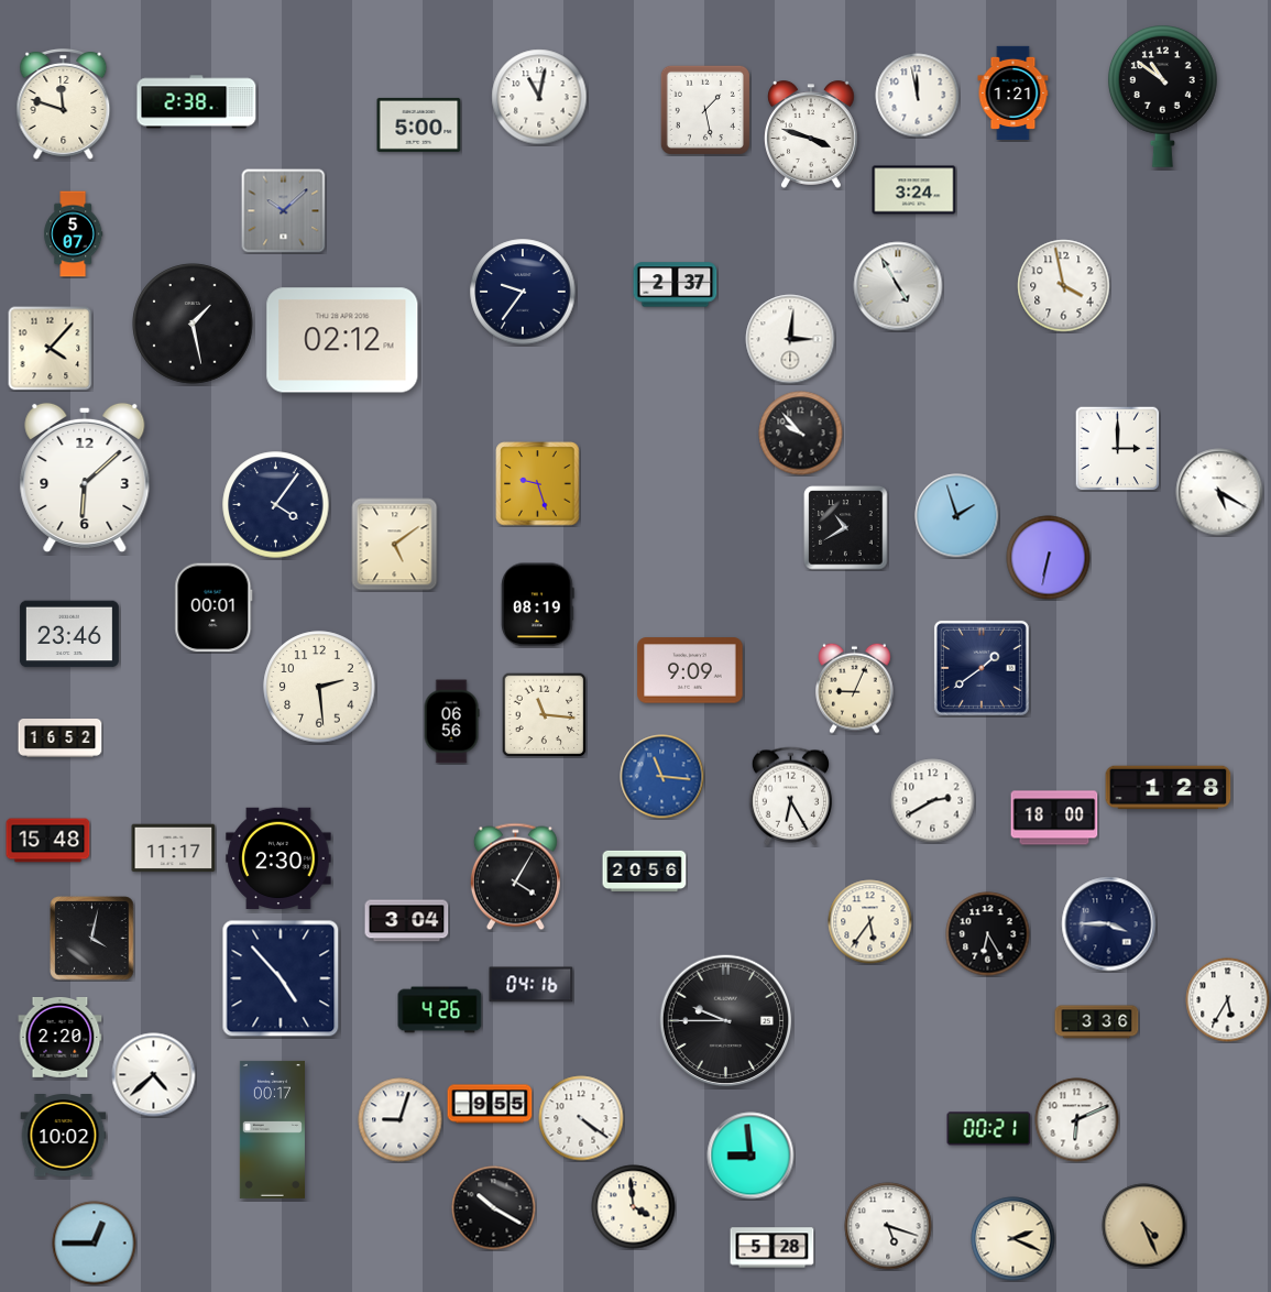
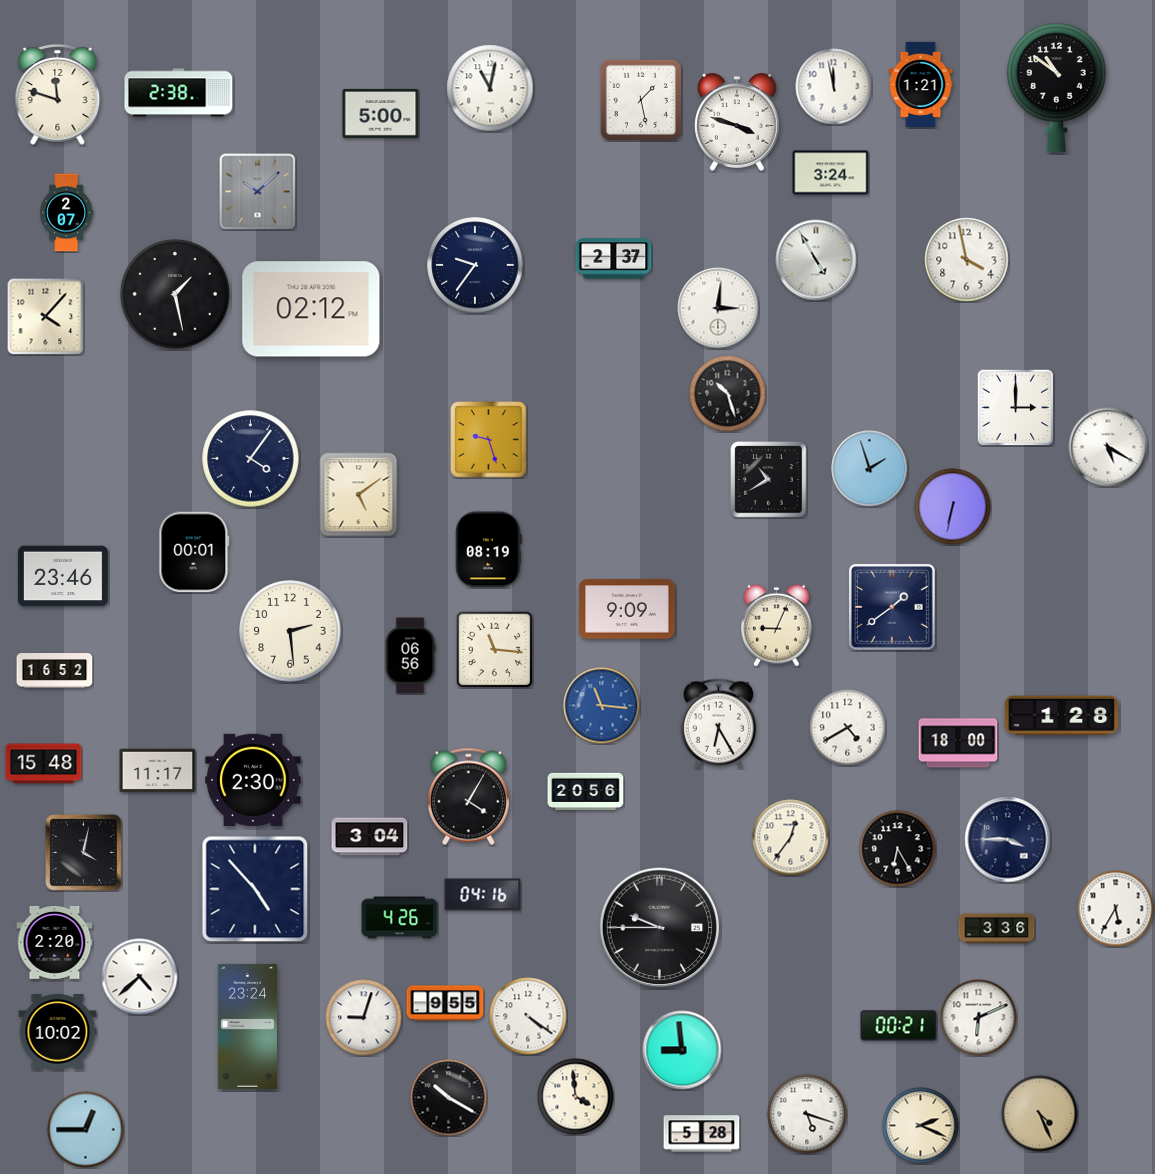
clock at (74, 234): 5:07 -> 2:07
clock at (801, 434): 9:53 -> 10:27
clock at (85, 478): 6:08 -> none
clock at (319, 687) position: (319, 687) -> (290, 631)
clock at (933, 801): 2:40 -> 4:40
clock at (870, 922): 5:36 -> 12:36
clock at (272, 1129): 00:17 -> 23:24
